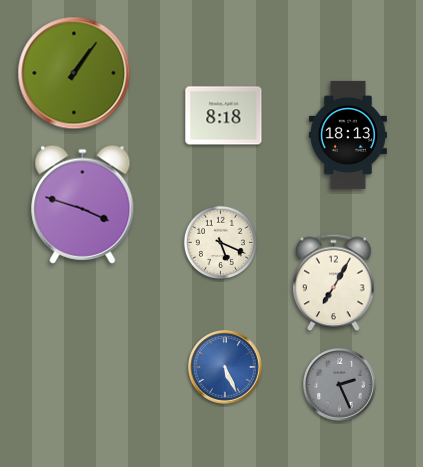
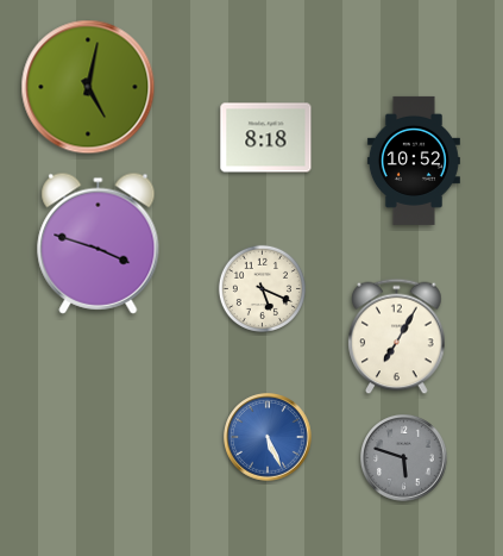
clock at (74, 73): 1:06 -> 5:02
clock at (348, 135): 18:13 -> 10:52
clock at (340, 385): 2:26 -> 5:48
